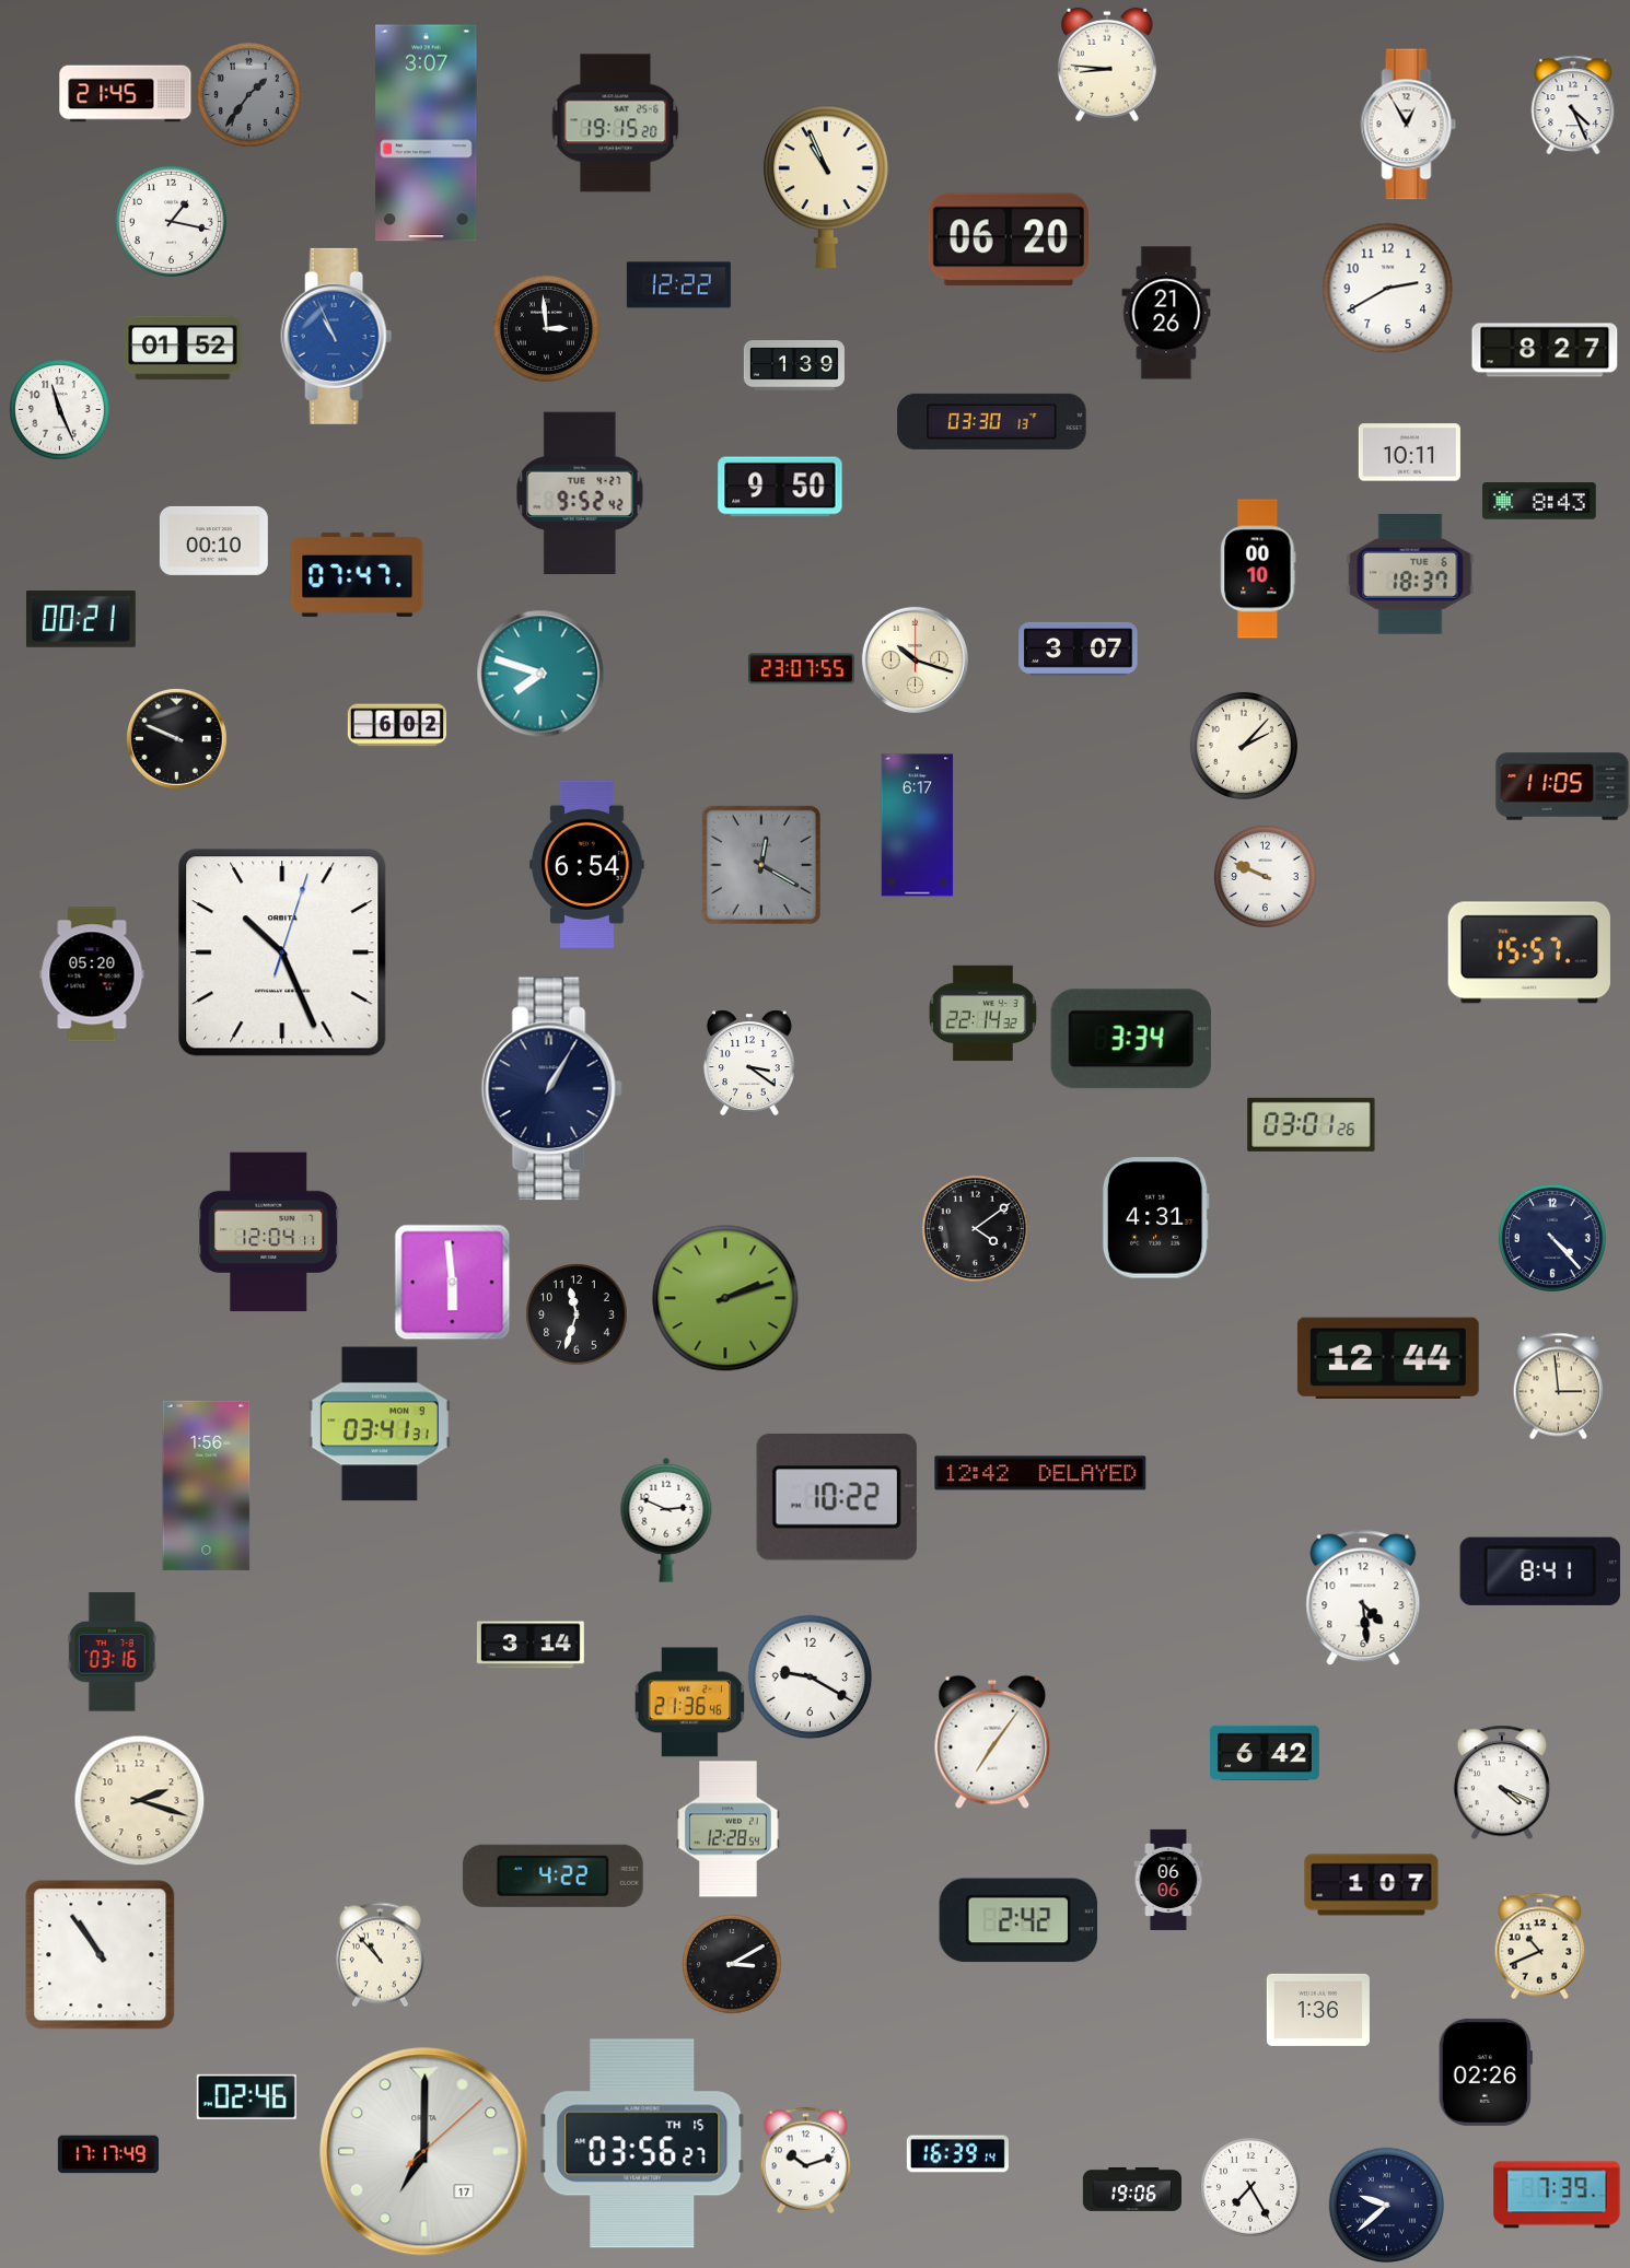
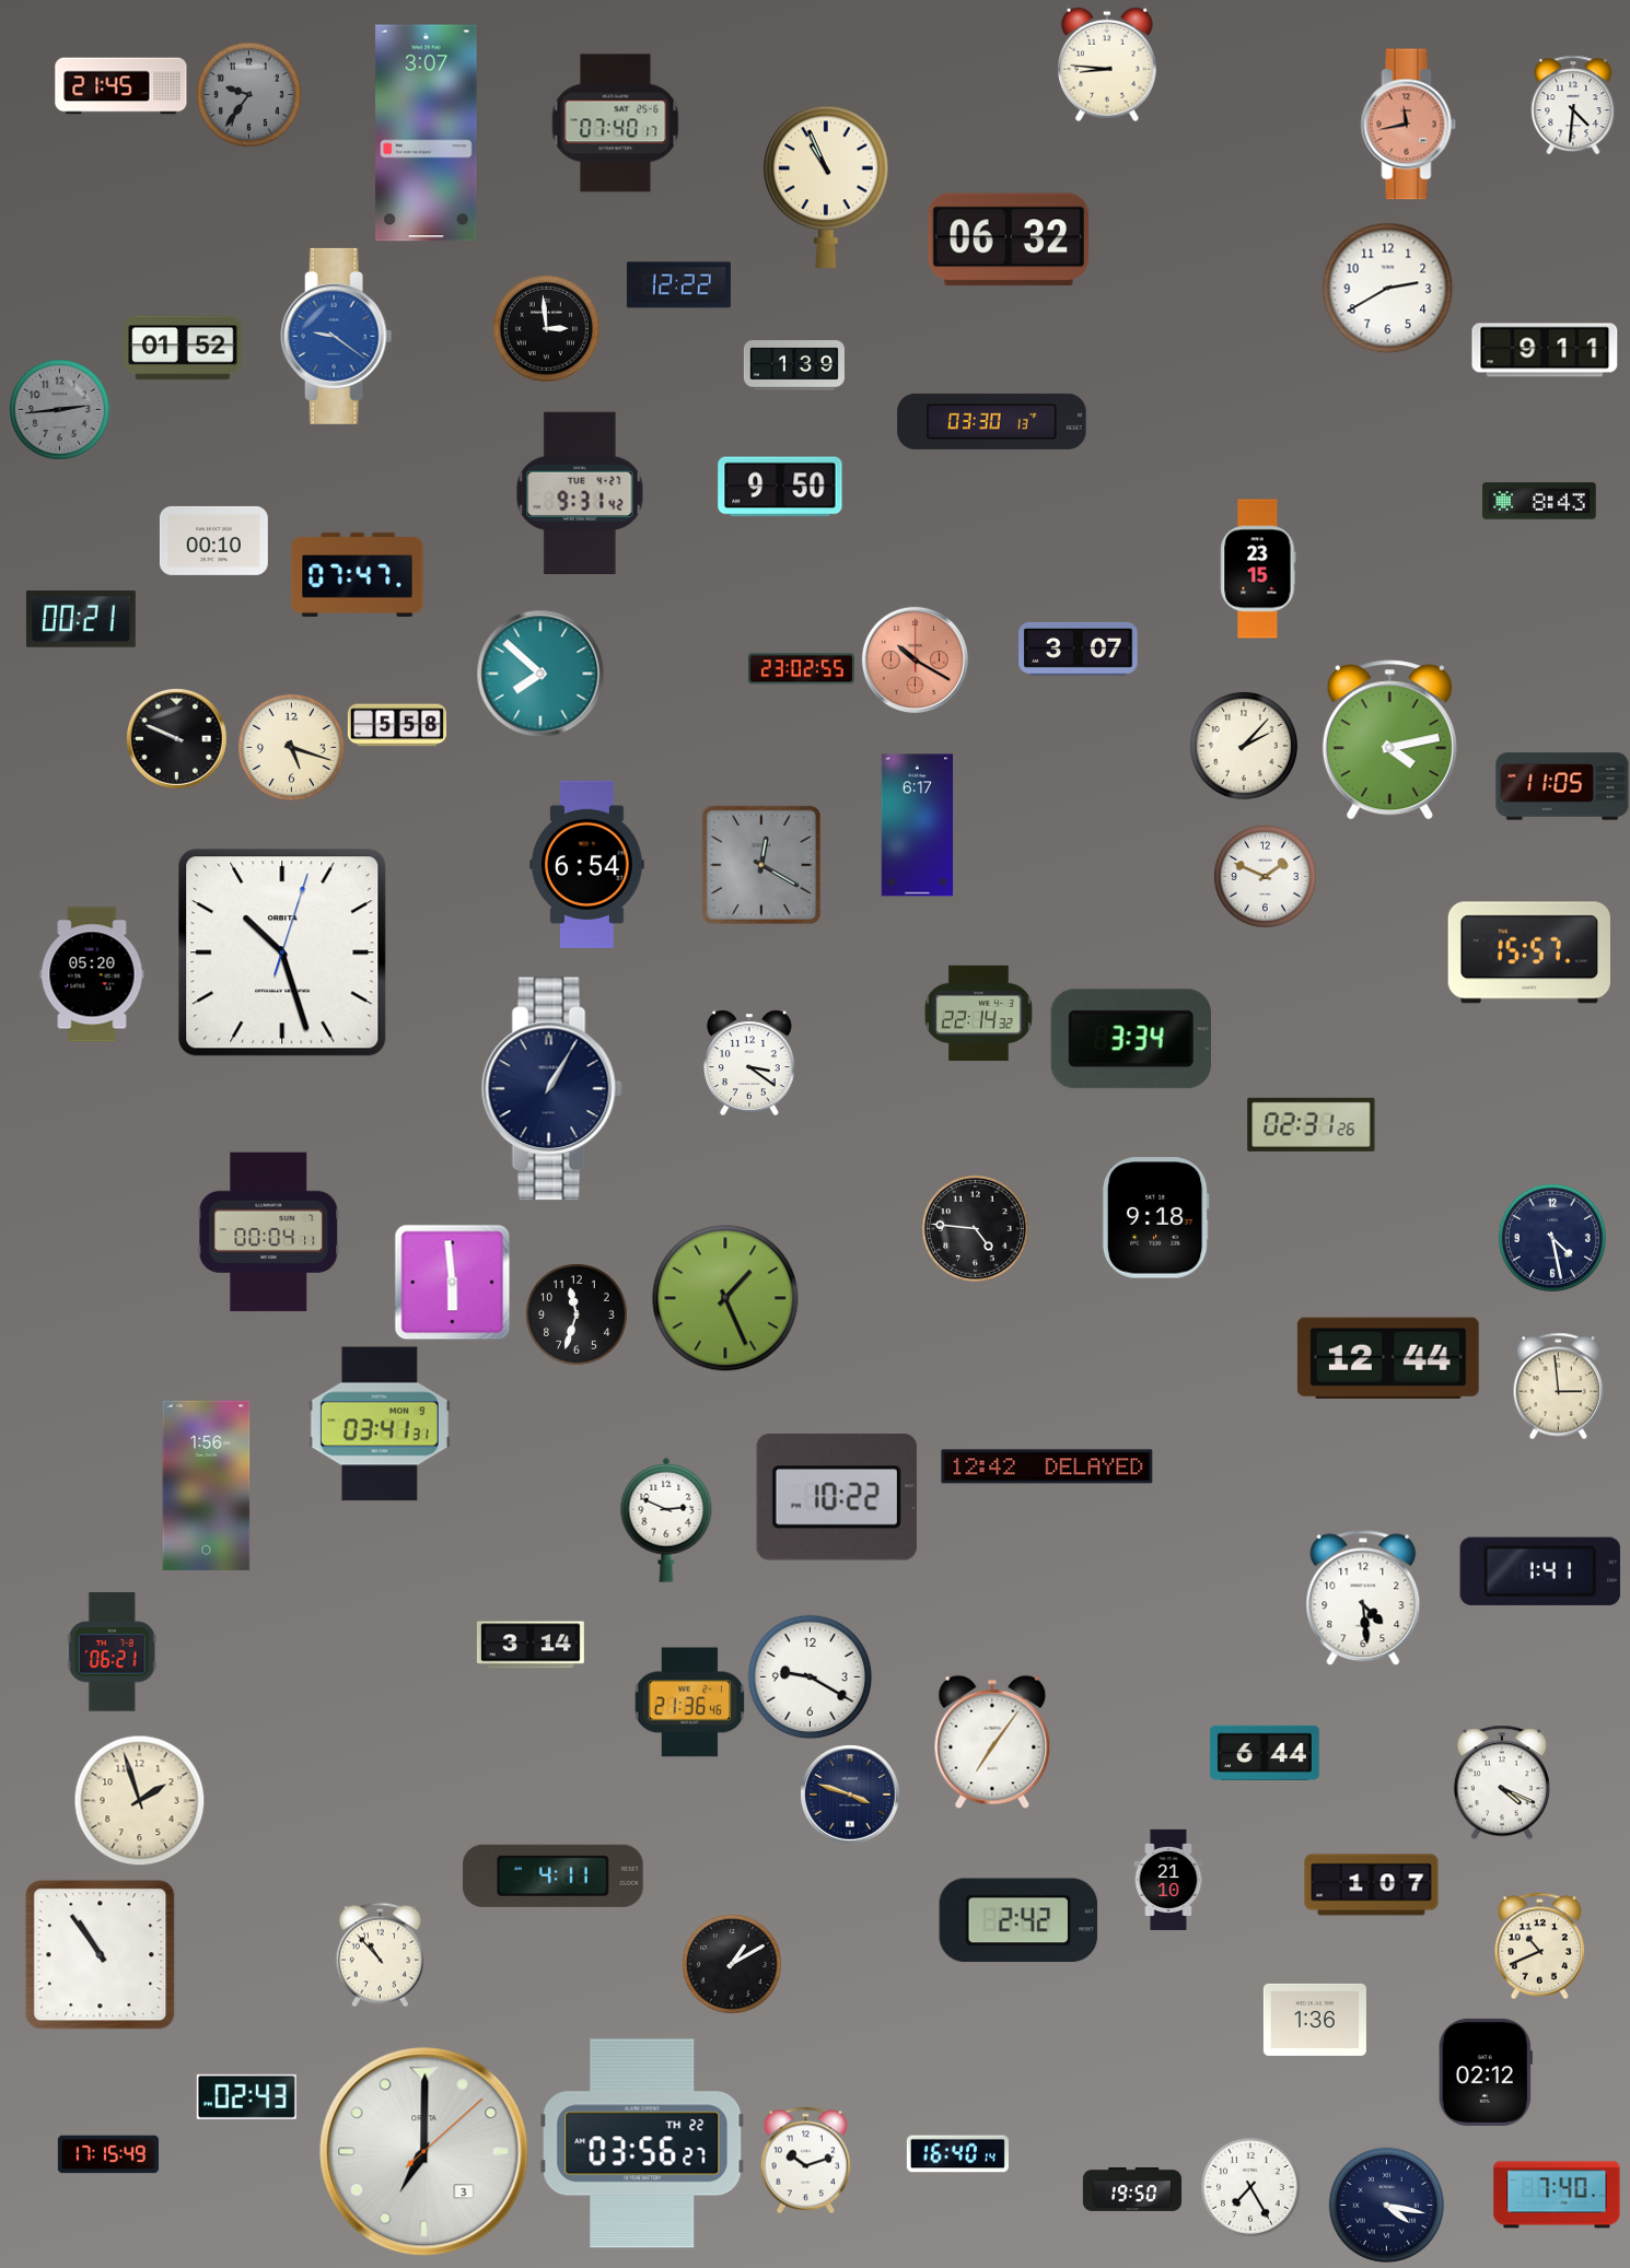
clock at (126, 94) position: (126, 94) -> (121, 86)
clock at (248, 94): 1:36 -> 9:36
clock at (1573, 105): 4:26 -> 4:31
clock at (616, 124): 19:15 -> 07:40
clock at (1409, 125): 12:55 -> 11:43
clock at (1409, 125) dial: white -> salmon
clock at (171, 221): 1:17 -> none
clock at (1009, 239): 06:20 -> 06:32
clock at (1166, 313): 21:26 -> none
clock at (337, 336): 10:56 -> 9:21
clock at (1545, 350): 8:27 -> 9:11
clock at (60, 410): 11:26 -> 2:44
clock at (60, 410) dial: white -> grey
clock at (1409, 453): 10:11 -> none
clock at (580, 492): 9:52 -> 9:31
clock at (1258, 569): 00:10 -> 23:15
clock at (1410, 574): 18:37 -> none
clock at (915, 659): 10:18 -> 10:20
clock at (915, 659) dial: cream -> salmon
clock at (801, 669): 23:07 -> 23:02
clock at (540, 674): 7:48 -> 7:52
clock at (396, 725): 6:02 -> 5:58
clock at (1389, 740): none -> 4:13
clock at (291, 747): none -> 5:18
clock at (1265, 876): 9:49 -> 1:49
clock at (282, 952): 10:26 -> 10:27
clock at (982, 1014) position: (982, 1014) -> (978, 1014)
clock at (1312, 1124): 03:01 -> 02:31
clock at (1155, 1218): 4:31 -> 9:18
clock at (975, 1228): 4:09 -> 4:46
clock at (269, 1232): 12:04 -> 00:04
clock at (1552, 1238): 4:23 -> 4:28
clock at (725, 1298): 2:12 -> 1:26
clock at (1040, 1473) position: (1040, 1473) -> (1047, 1466)
clock at (1540, 1571): 8:41 -> 1:41
clock at (112, 1652): 03:16 -> 06:21
clock at (1265, 1753): 6:42 -> 6:44
clock at (850, 1794): none -> 3:48
clock at (139, 1800): 2:18 -> 1:57
clock at (729, 1829): 12:28 -> none
clock at (552, 1875): 4:22 -> 4:11
clock at (1168, 1880): 06:06 -> 21:10
clock at (732, 1964): 3:10 -> 1:10
clock at (1318, 2010) position: (1318, 2010) -> (1315, 2020)
clock at (1486, 2072): 02:26 -> 02:12
clock at (246, 2096): 02:46 -> 02:43
clock at (642, 2143) date: TH 15 -> TH 22
clock at (424, 2152) date: 17 -> 3
clock at (108, 2154): 17:17 -> 17:15
clock at (957, 2154): 16:39 -> 16:40
clock at (1131, 2189): 19:06 -> 19:50
clock at (1557, 2195): 7:39 -> 7:40
clock at (1386, 2205): 9:38 -> 4:17
